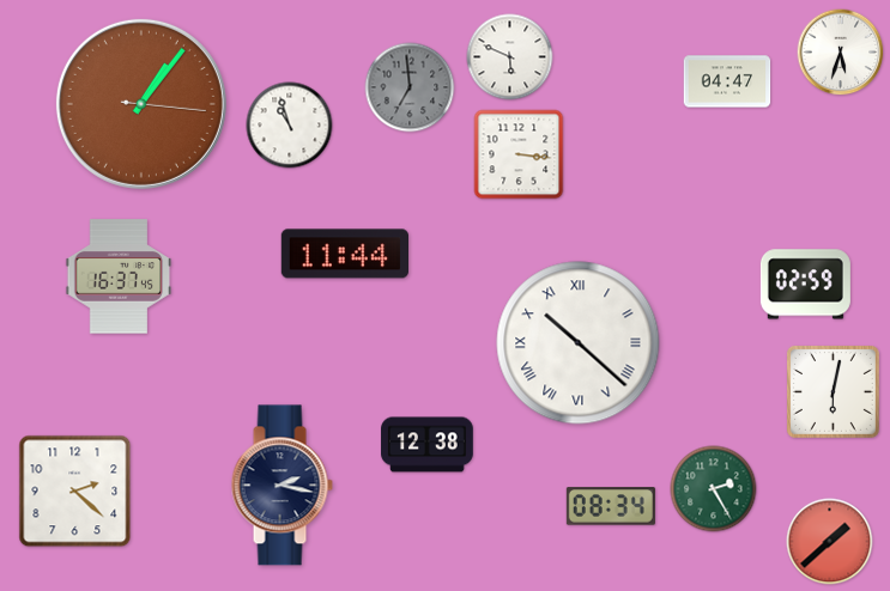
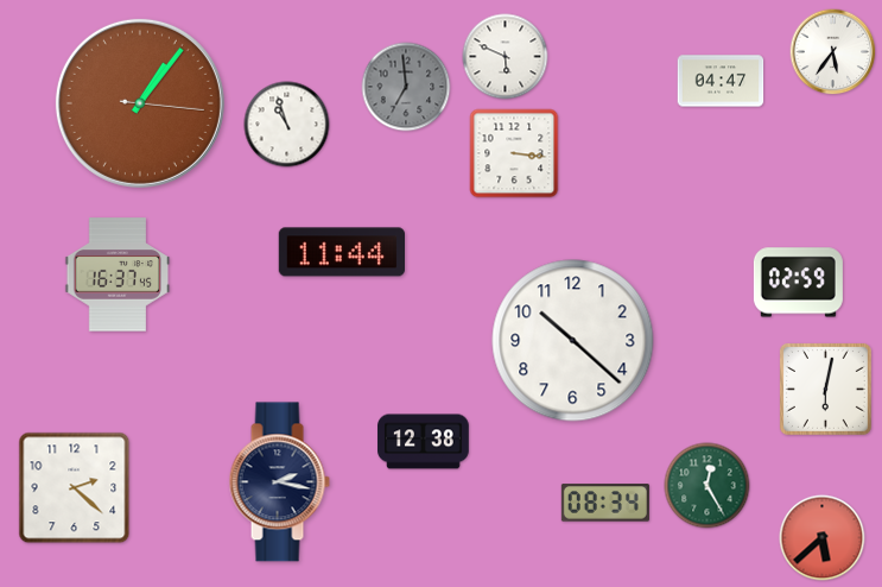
clock at (841, 53): 5:33 -> 5:36
clock at (579, 343) numerals: Roman -> Arabic
clock at (714, 489): 2:25 -> 12:25
clock at (830, 542): 1:38 -> 5:38
